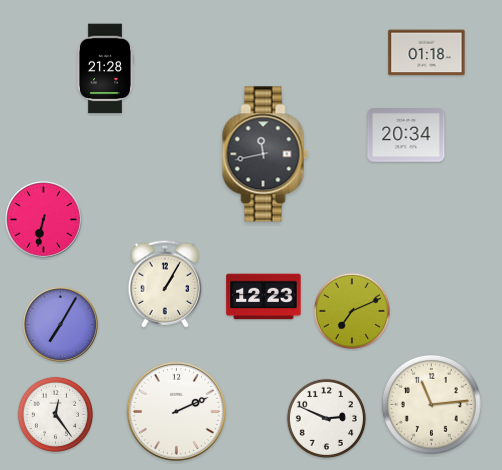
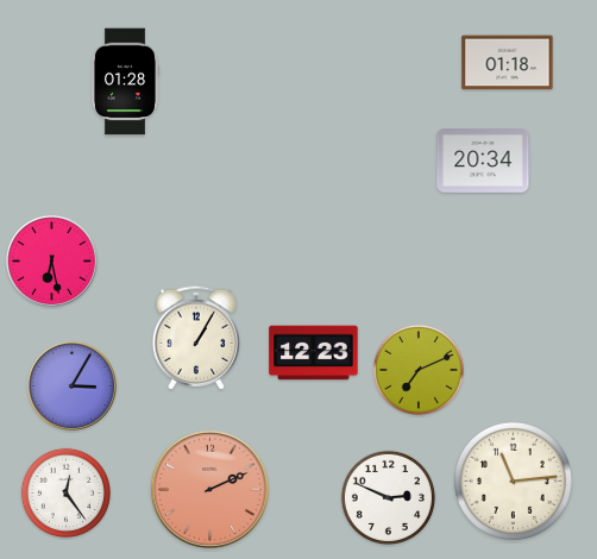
clock at (105, 69): 21:28 -> 01:28
clock at (265, 154): 11:43 -> none
clock at (43, 219): 6:32 -> 6:28
clock at (60, 324): 7:05 -> 3:05
clock at (176, 411) dial: white -> salmon
